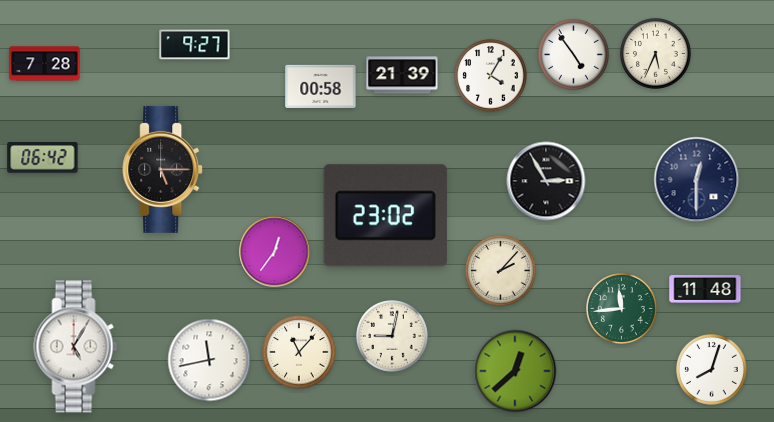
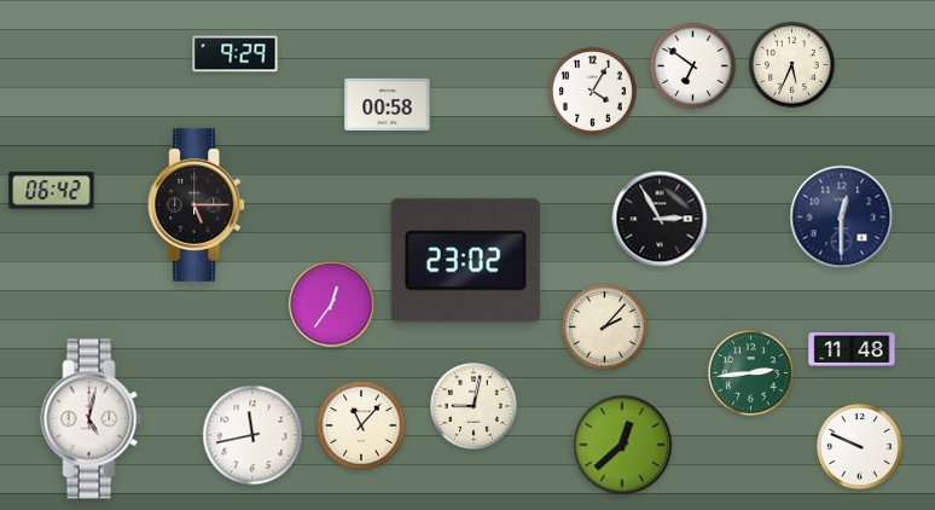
clock at (195, 45): 9:27 -> 9:29
clock at (574, 55): 4:54 -> 6:51
clock at (45, 64): 7:28 -> none
clock at (402, 75): 21:39 -> none
clock at (622, 309): 11:44 -> 2:44
clock at (76, 347): 5:05 -> 5:02
clock at (712, 370): 8:03 -> 9:49
clock at (515, 371) position: (515, 371) -> (622, 445)
